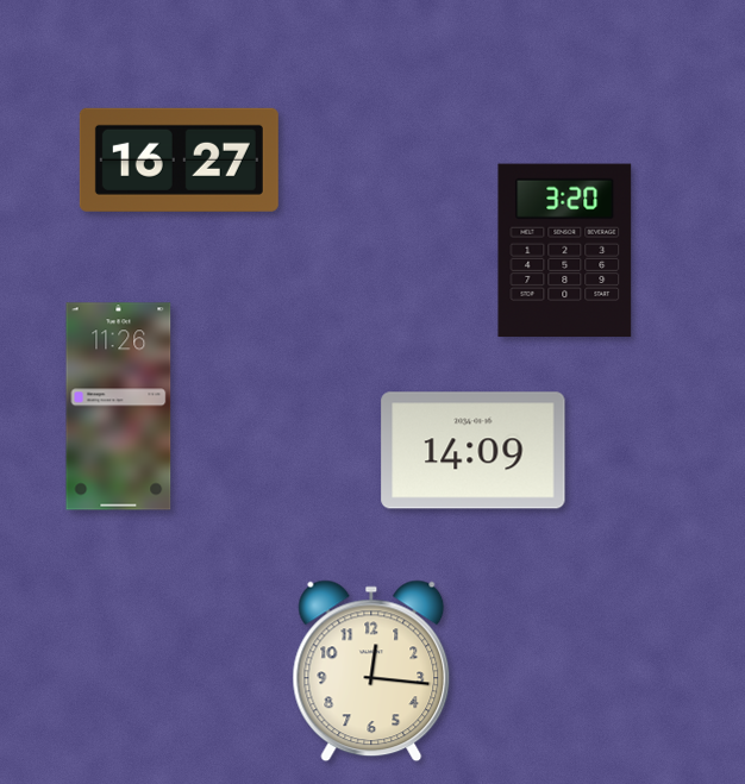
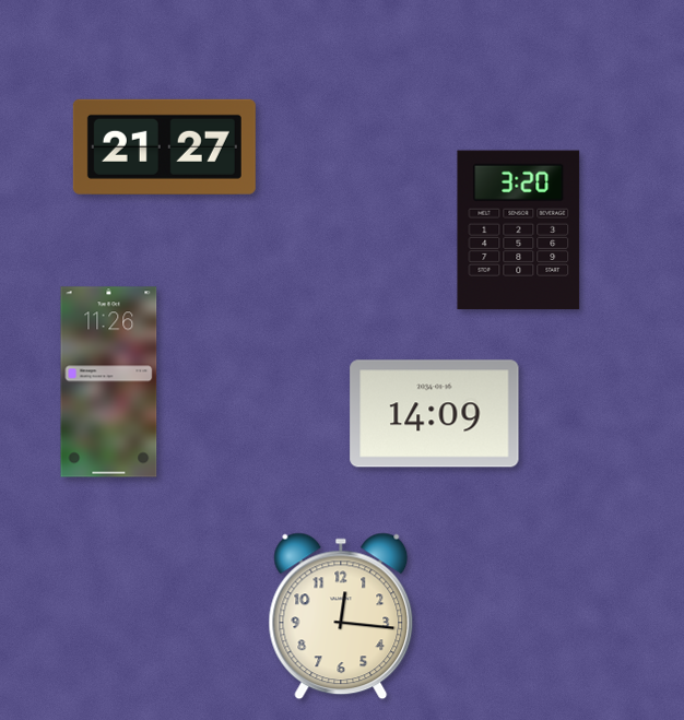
clock at (179, 159): 16:27 -> 21:27
clock at (119, 407) position: (119, 407) -> (109, 382)
